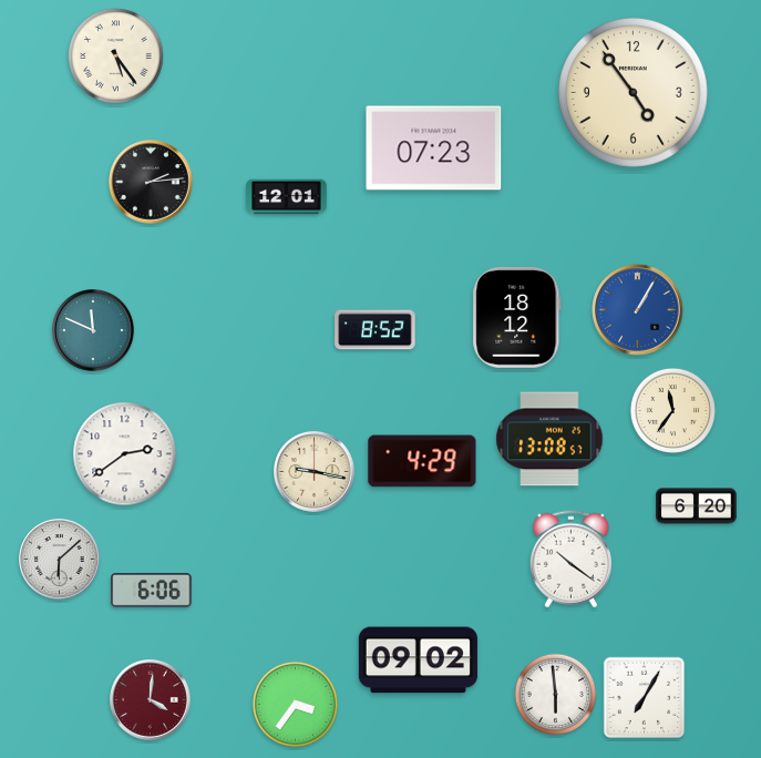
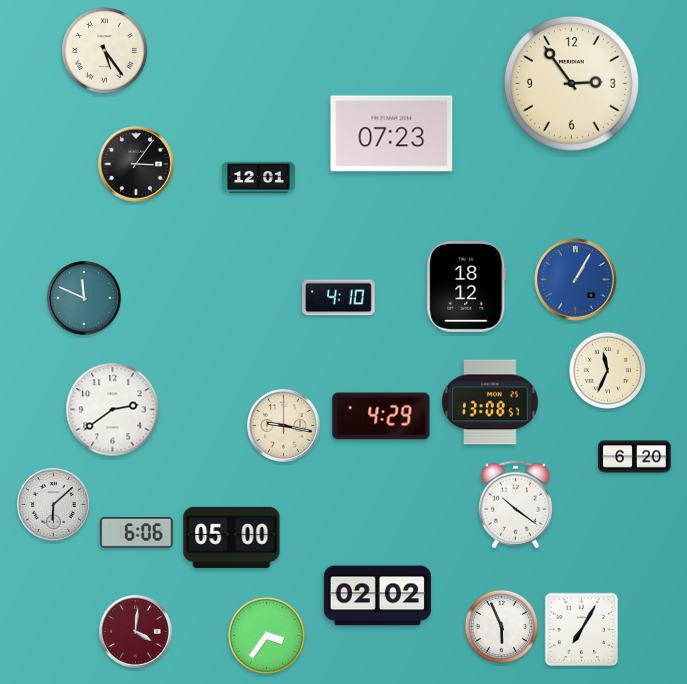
clock at (633, 92): 4:54 -> 2:54
clock at (151, 182): 2:14 -> 3:06
clock at (376, 330): 8:52 -> 4:10
clock at (672, 410): 11:36 -> 11:34
clock at (549, 439) position: (549, 439) -> (490, 402)
clock at (697, 506) position: (697, 506) -> (635, 457)
clock at (232, 537): none -> 05:00
clock at (418, 660): 09:02 -> 02:02
clock at (555, 694): 5:59 -> 5:56
